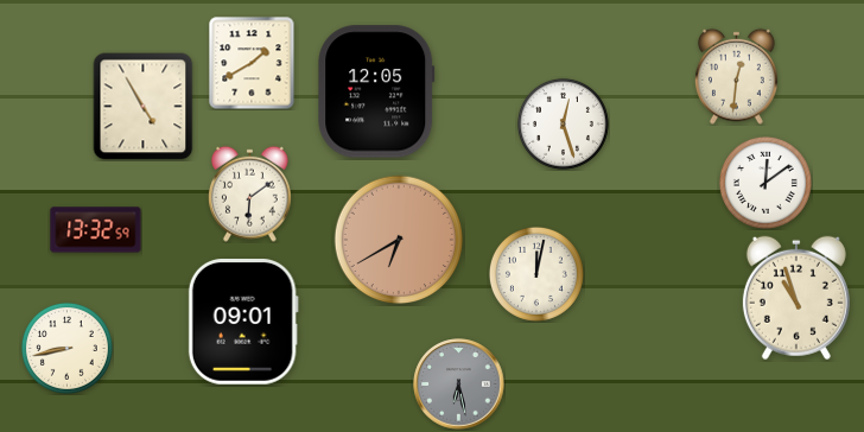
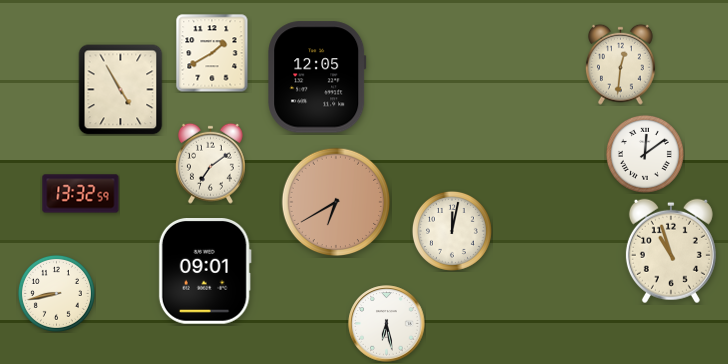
clock at (563, 123): 12:27 -> none
clock at (249, 193): 6:09 -> 7:09
clock at (459, 385) dial: grey -> white
